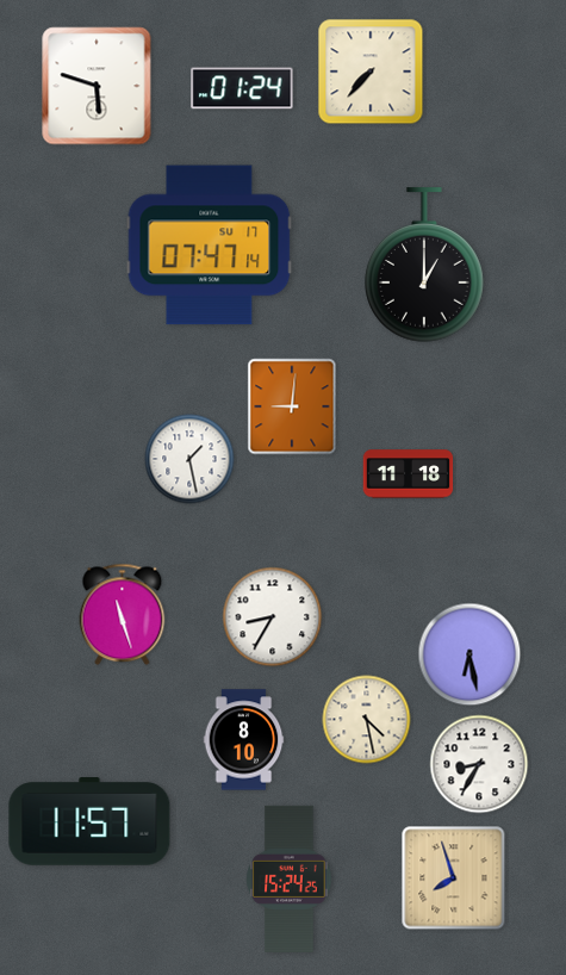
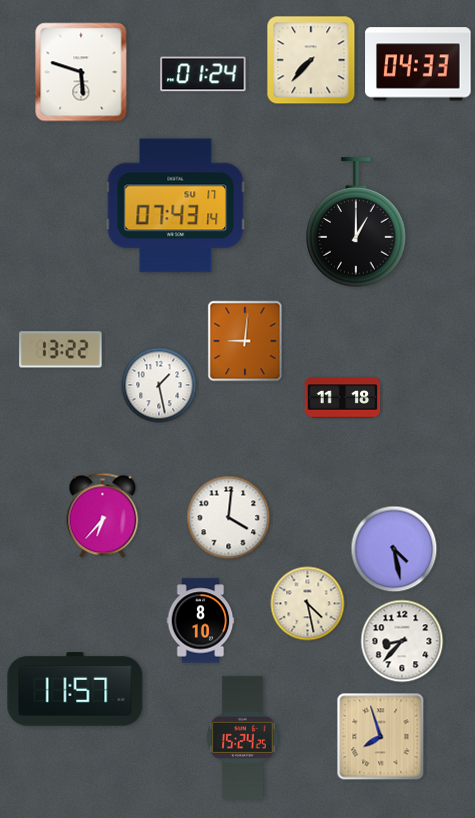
clock at (418, 64): none -> 04:33
clock at (210, 246): 07:47 -> 07:43
clock at (61, 350): none -> 13:22
clock at (123, 615): 11:27 -> 6:37
clock at (273, 617): 8:35 -> 4:01
clock at (469, 654): 6:28 -> 4:28
clock at (244, 740) position: (244, 740) -> (201, 621)
clock at (479, 764): 8:35 -> 8:37
